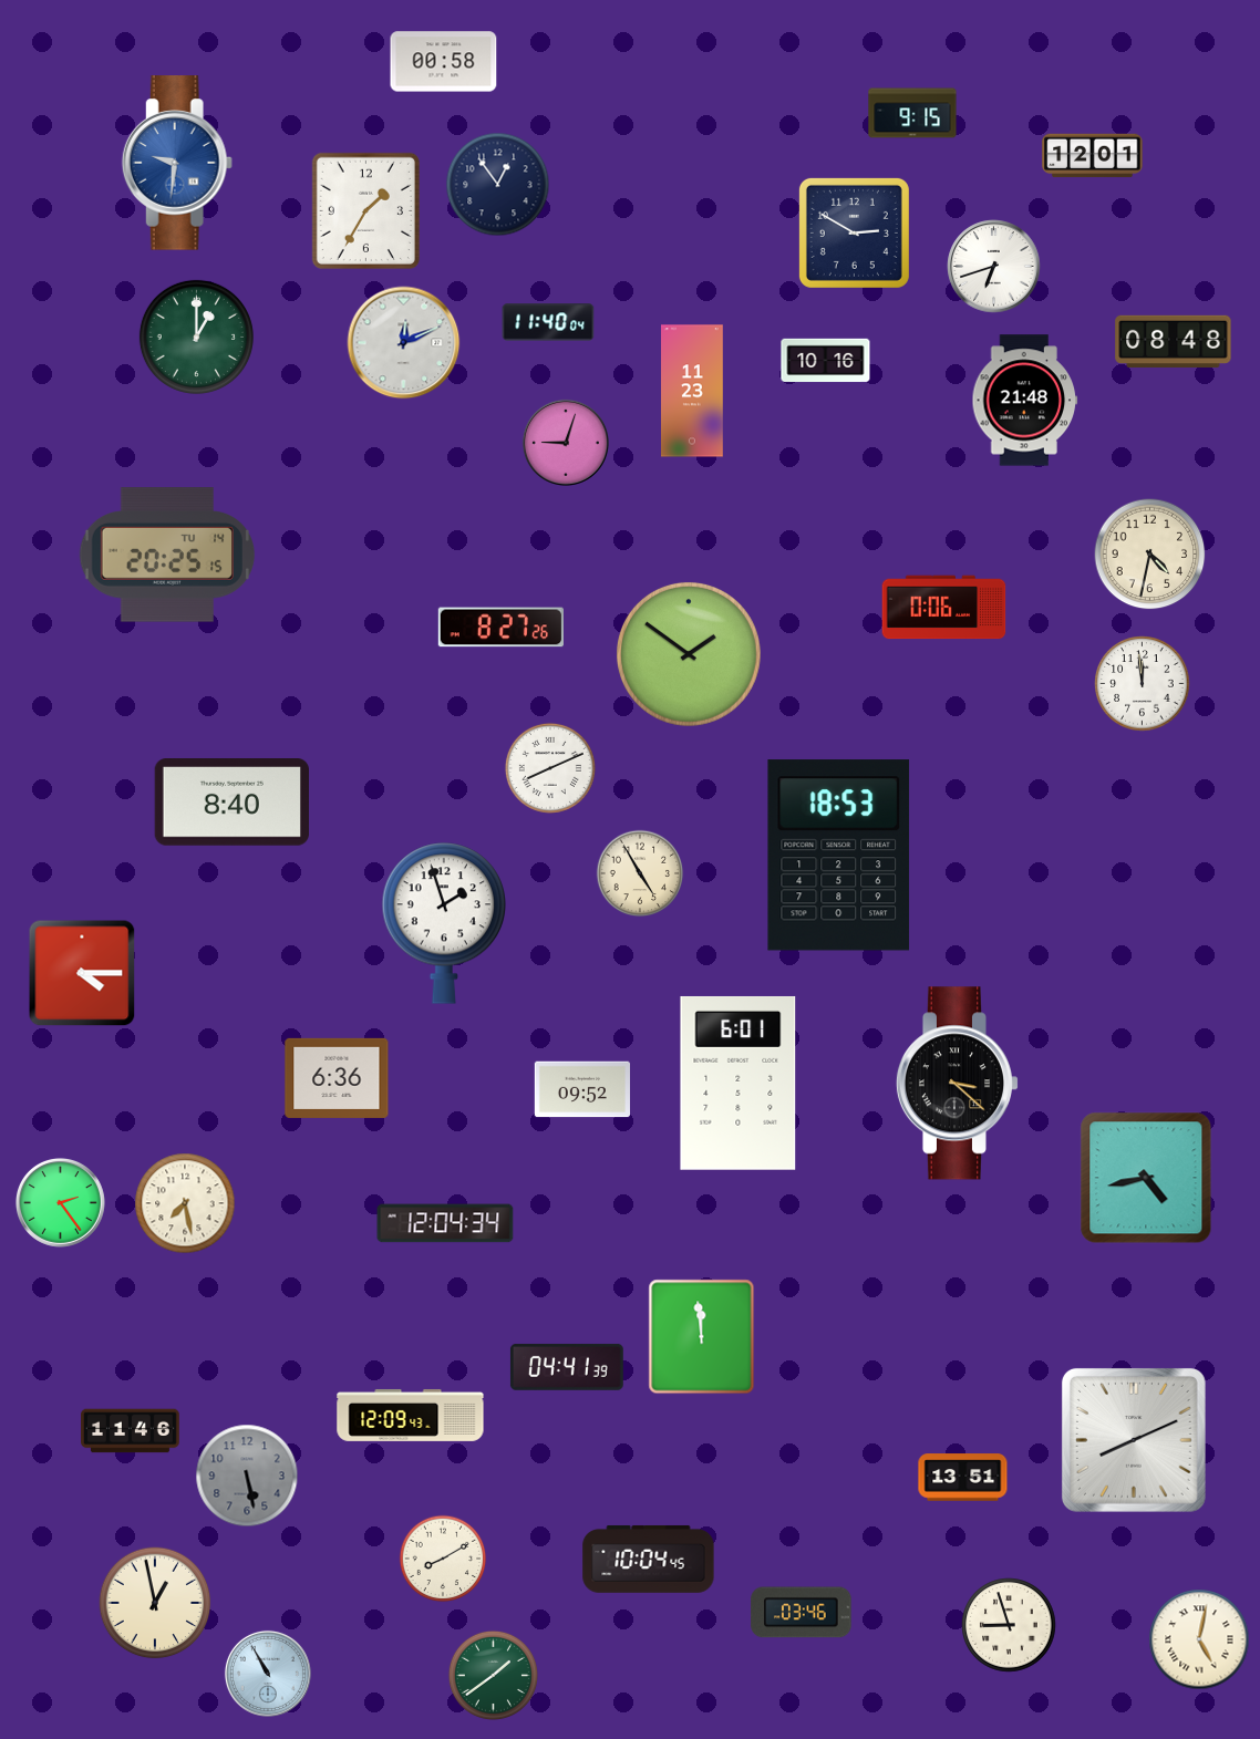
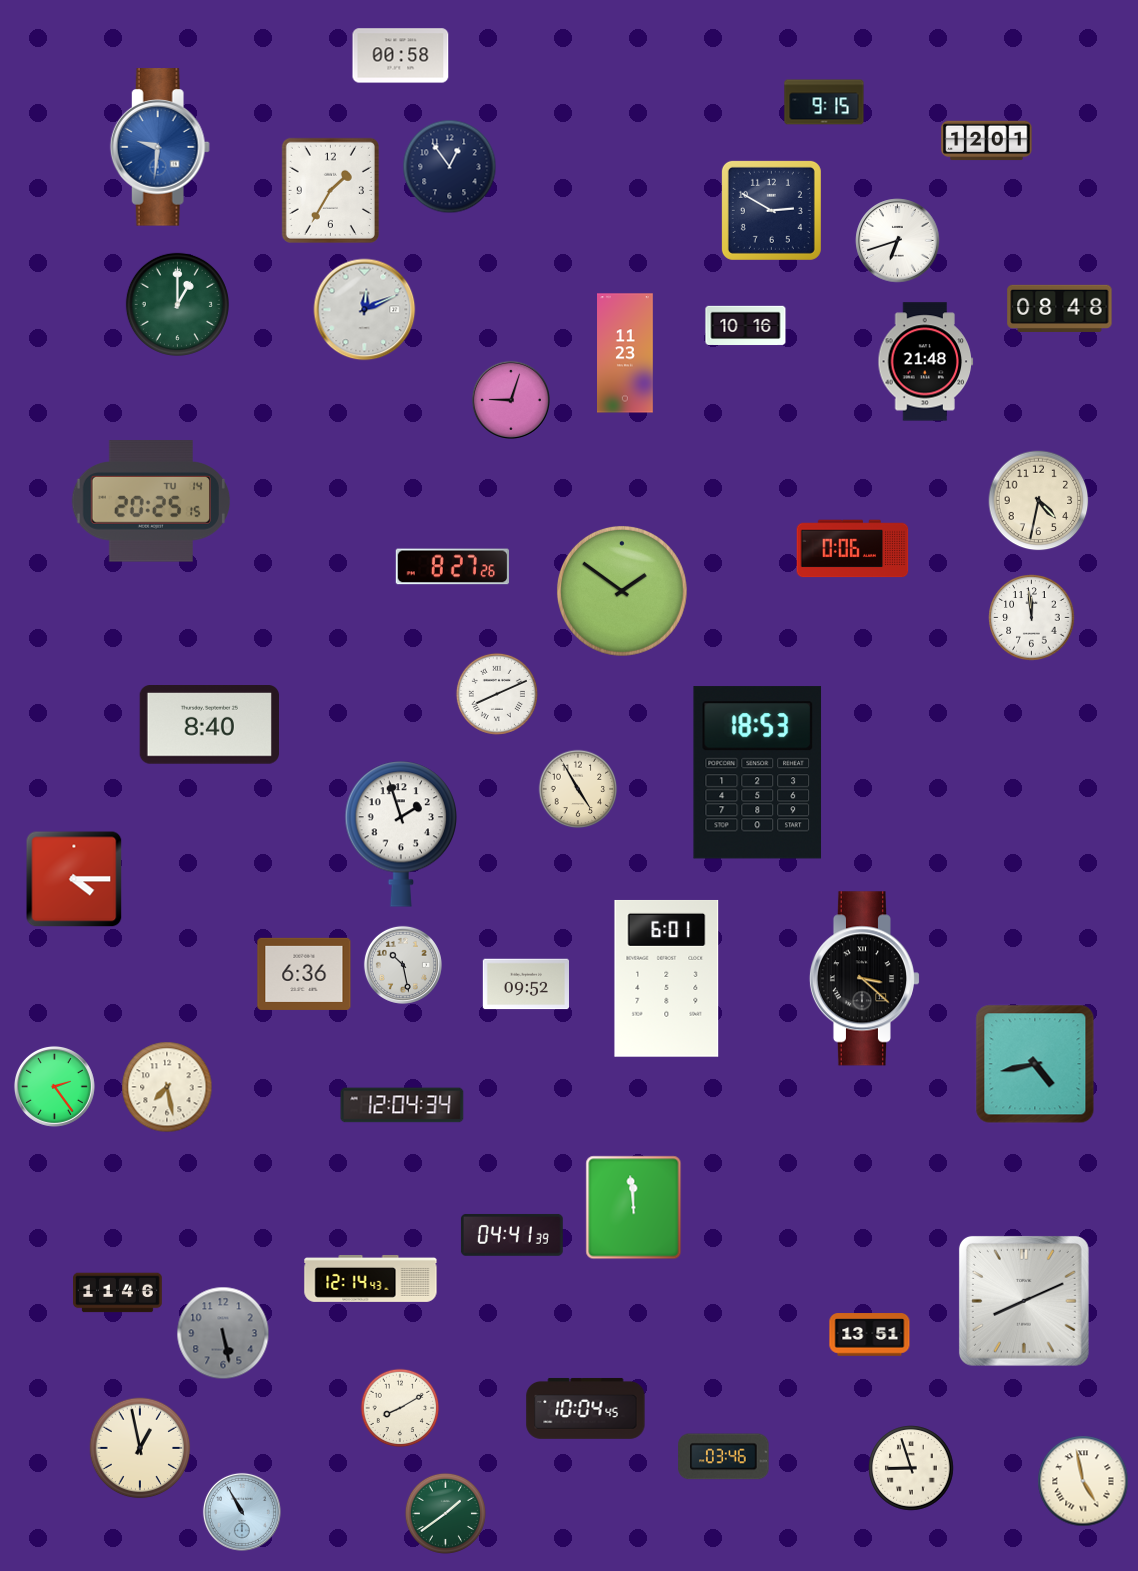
clock at (548, 322): 11:40 -> none
clock at (403, 965): none -> 10:28
clock at (411, 1415): 12:09 -> 12:14
clock at (1199, 1639): 5:02 -> 4:58
